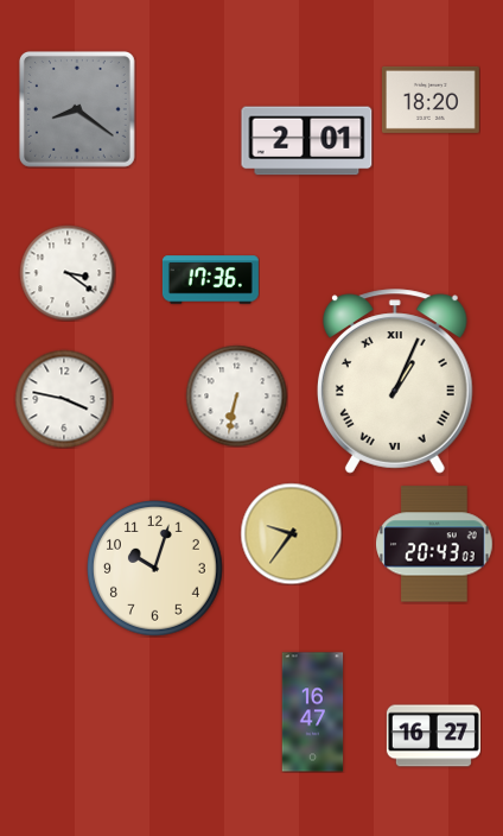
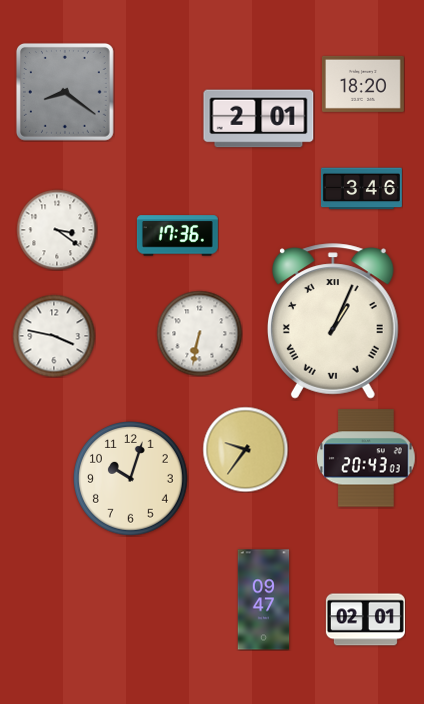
clock at (361, 189): none -> 3:46
clock at (313, 712): 16:47 -> 09:47
clock at (433, 736): 16:27 -> 02:01
